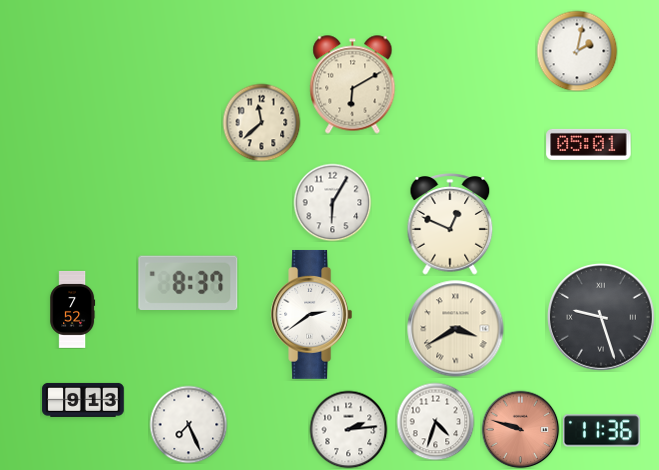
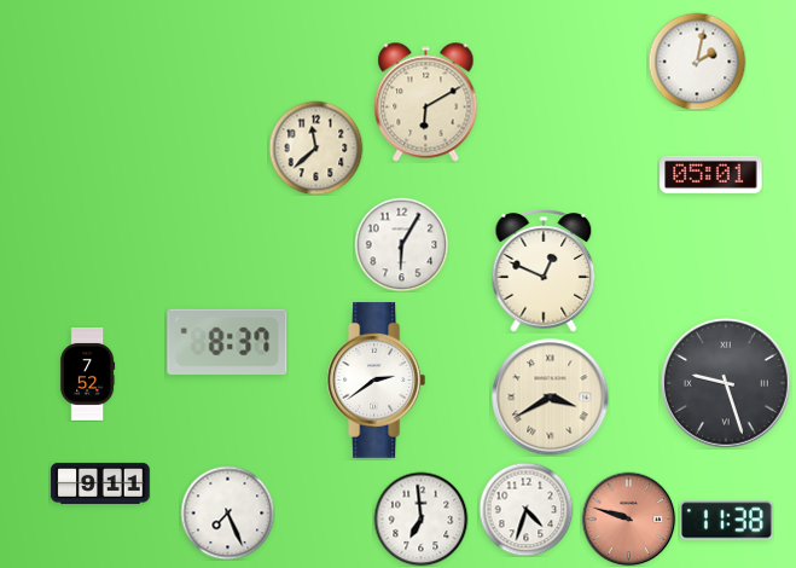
clock at (83, 400): 9:13 -> 9:11
clock at (348, 429): 2:14 -> 6:59
clock at (601, 431): 11:36 -> 11:38
